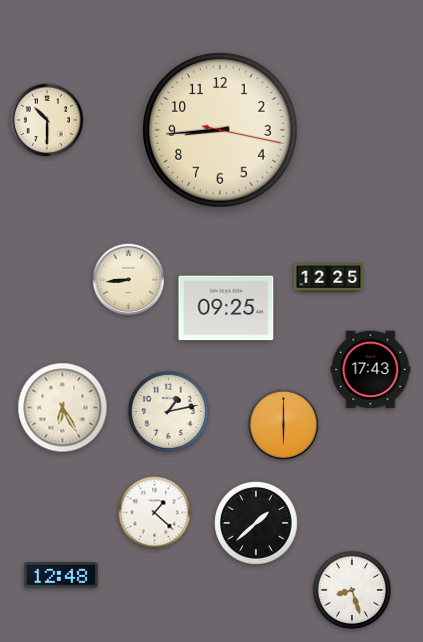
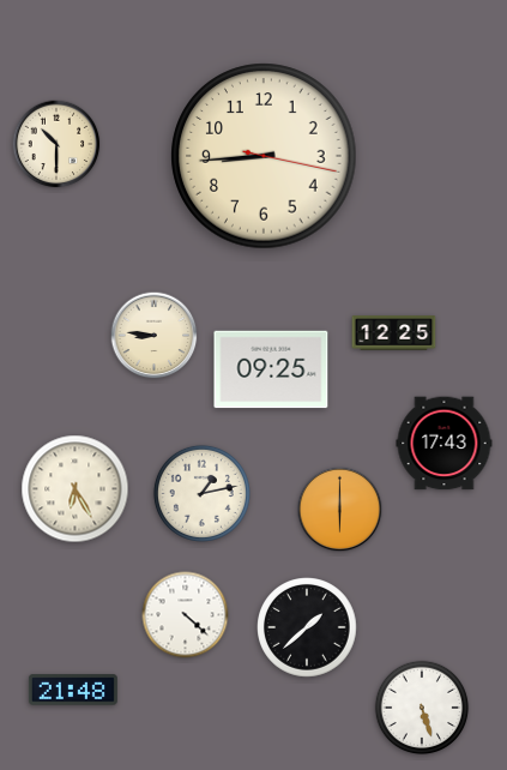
clock at (129, 280): 8:44 -> 8:46
clock at (155, 513): 1:22 -> 4:22
clock at (61, 575): 12:48 -> 21:48
clock at (352, 590): 8:27 -> 5:27
